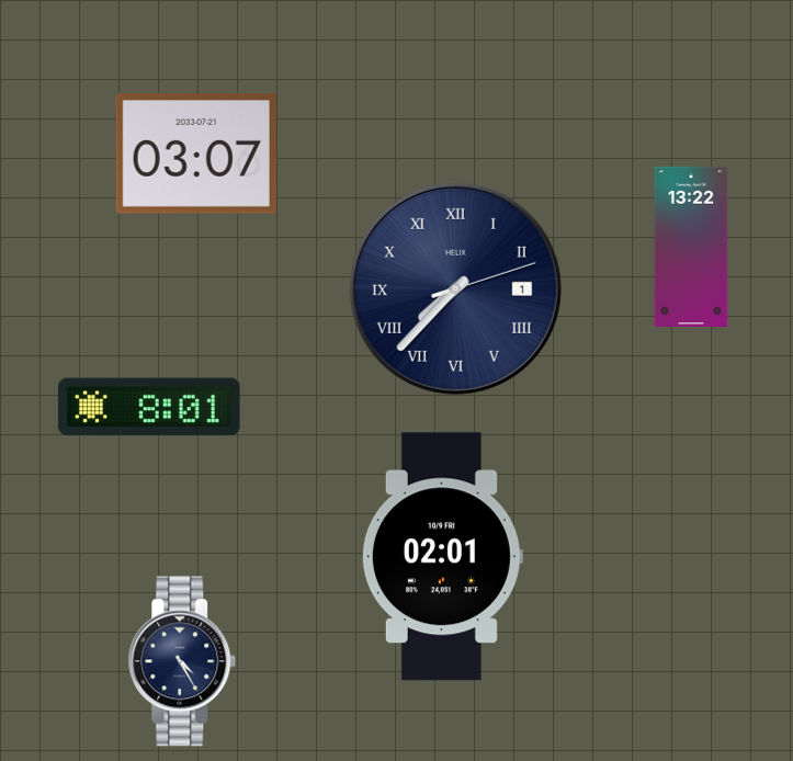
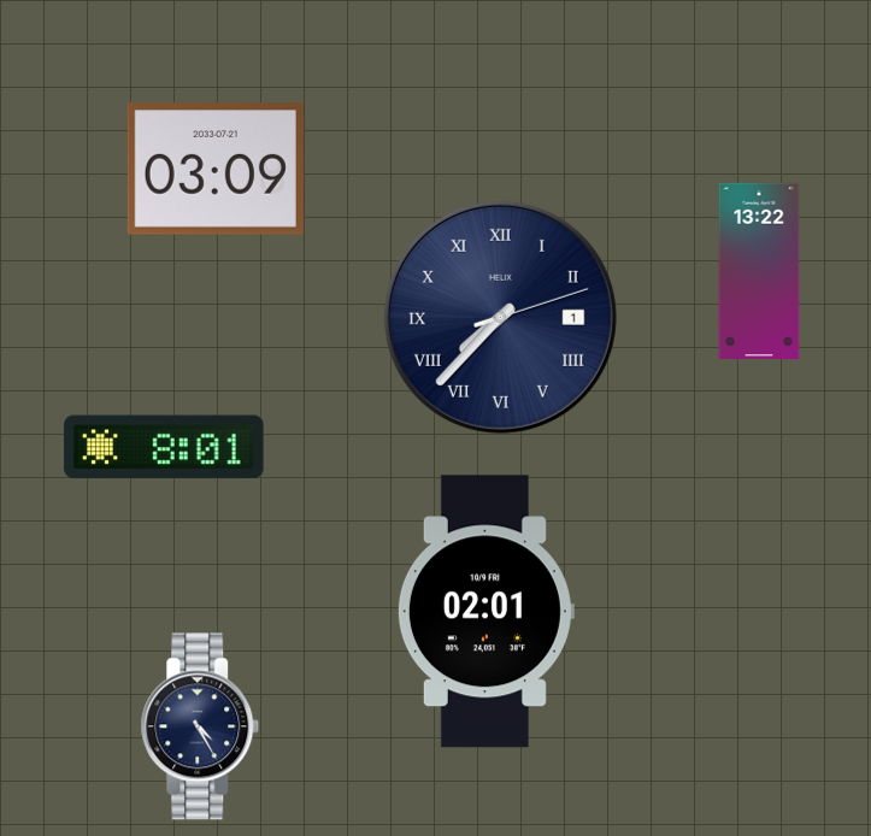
clock at (196, 155): 03:07 -> 03:09
